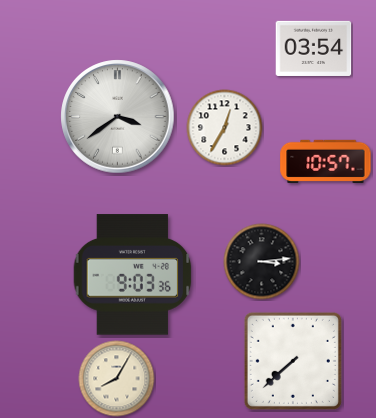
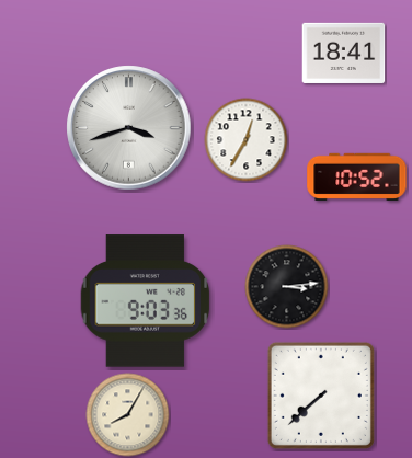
clock at (314, 48): 03:54 -> 18:41
clock at (118, 117): 3:39 -> 3:42
clock at (326, 161): 10:57 -> 10:52
